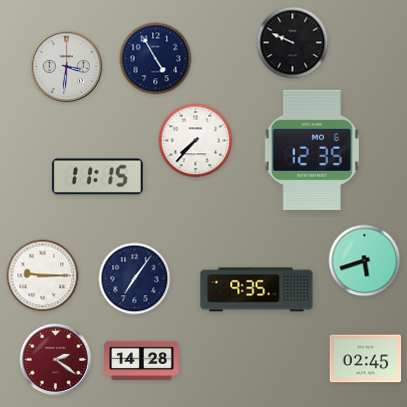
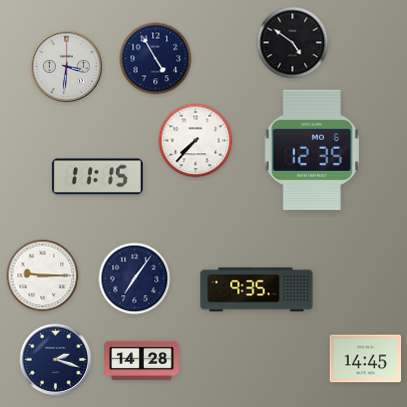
clock at (293, 43): 9:49 -> 4:51
clock at (365, 261): 5:42 -> none
clock at (366, 359): 02:45 -> 14:45
clock at (56, 360): 2:21 -> 2:18
clock at (56, 360) dial: burgundy -> navy
